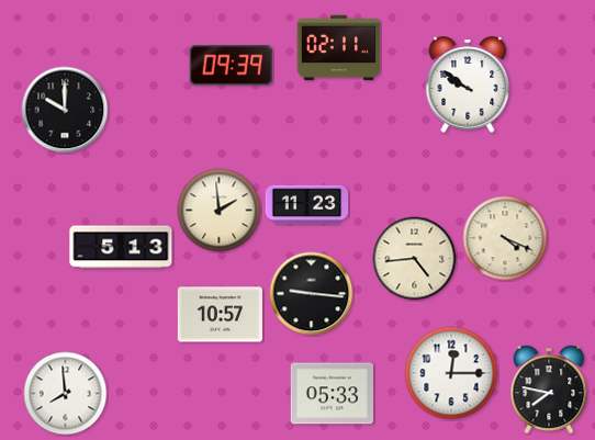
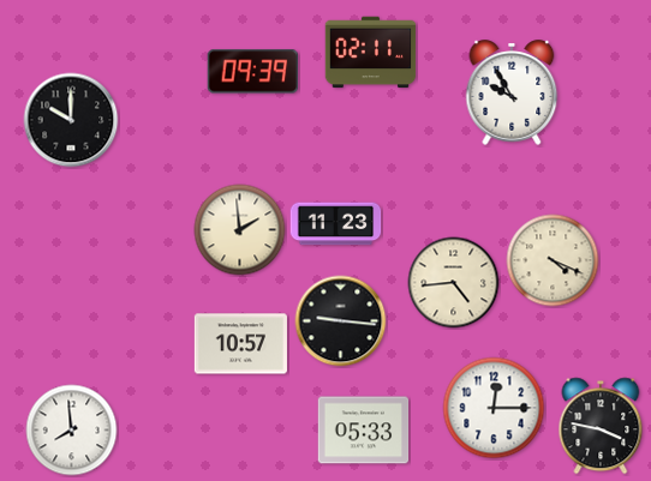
clock at (468, 84): 9:51 -> 9:55
clock at (121, 247): 5:13 -> none
clock at (549, 390): 7:47 -> 3:47
